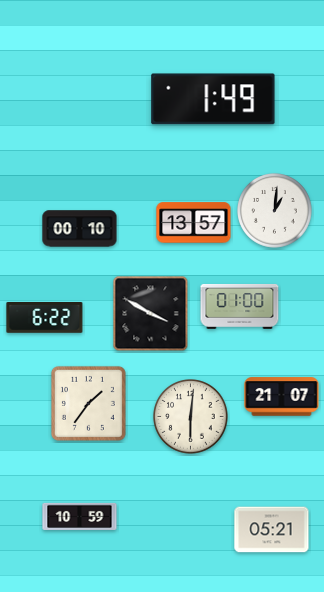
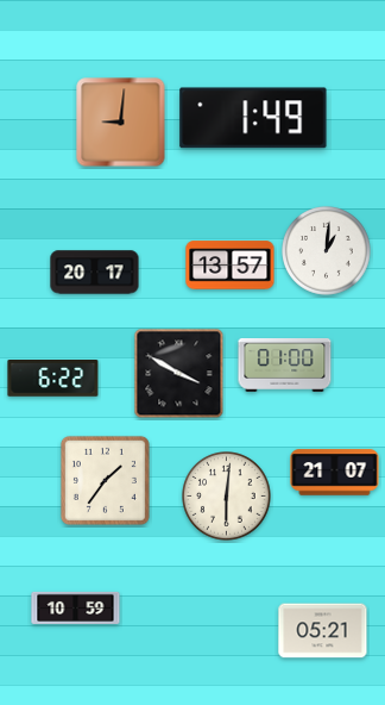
clock at (121, 123): none -> 9:01
clock at (80, 229): 00:10 -> 20:17
clock at (80, 516) position: (80, 516) -> (76, 607)
